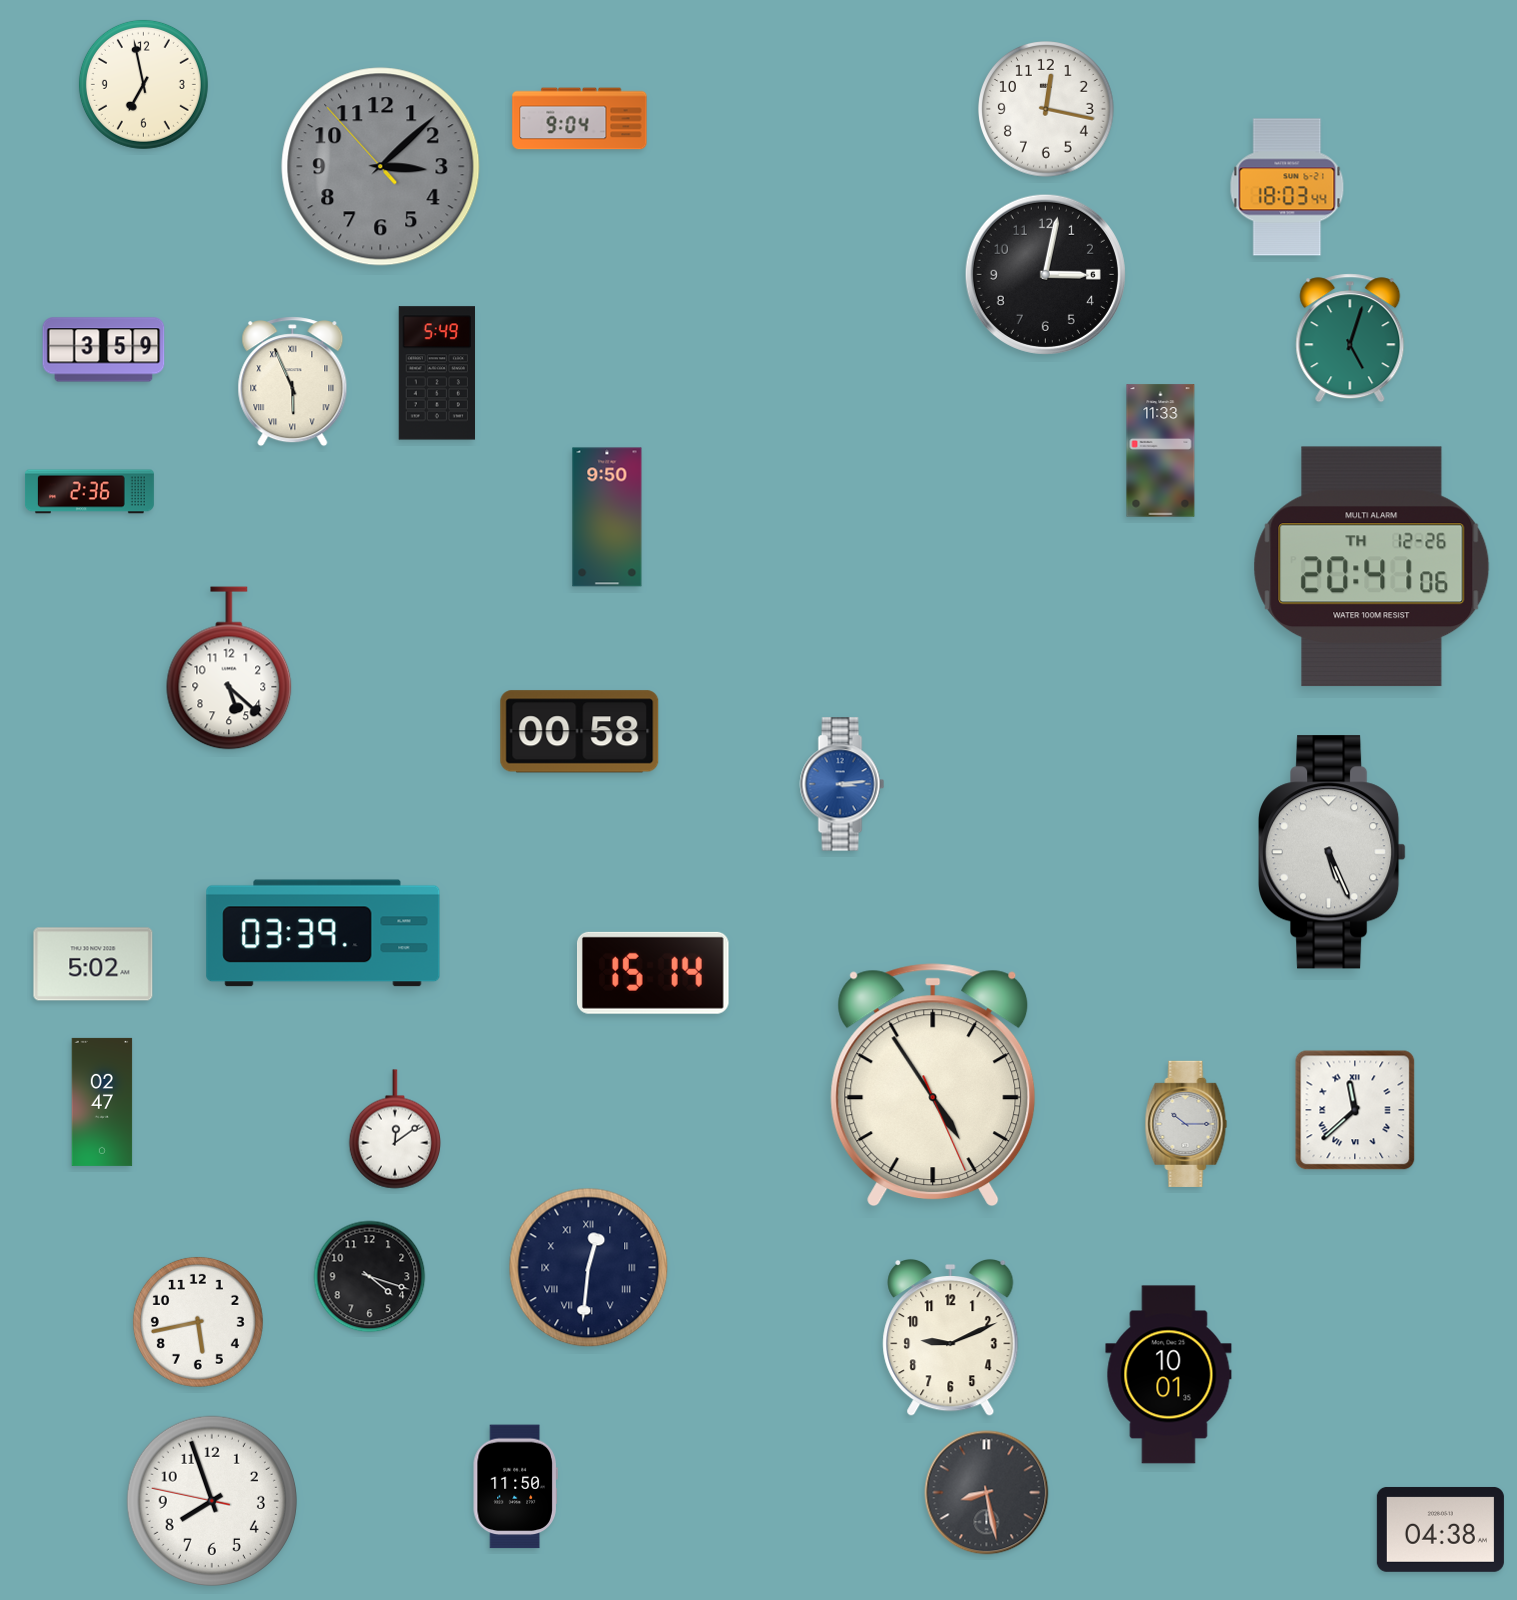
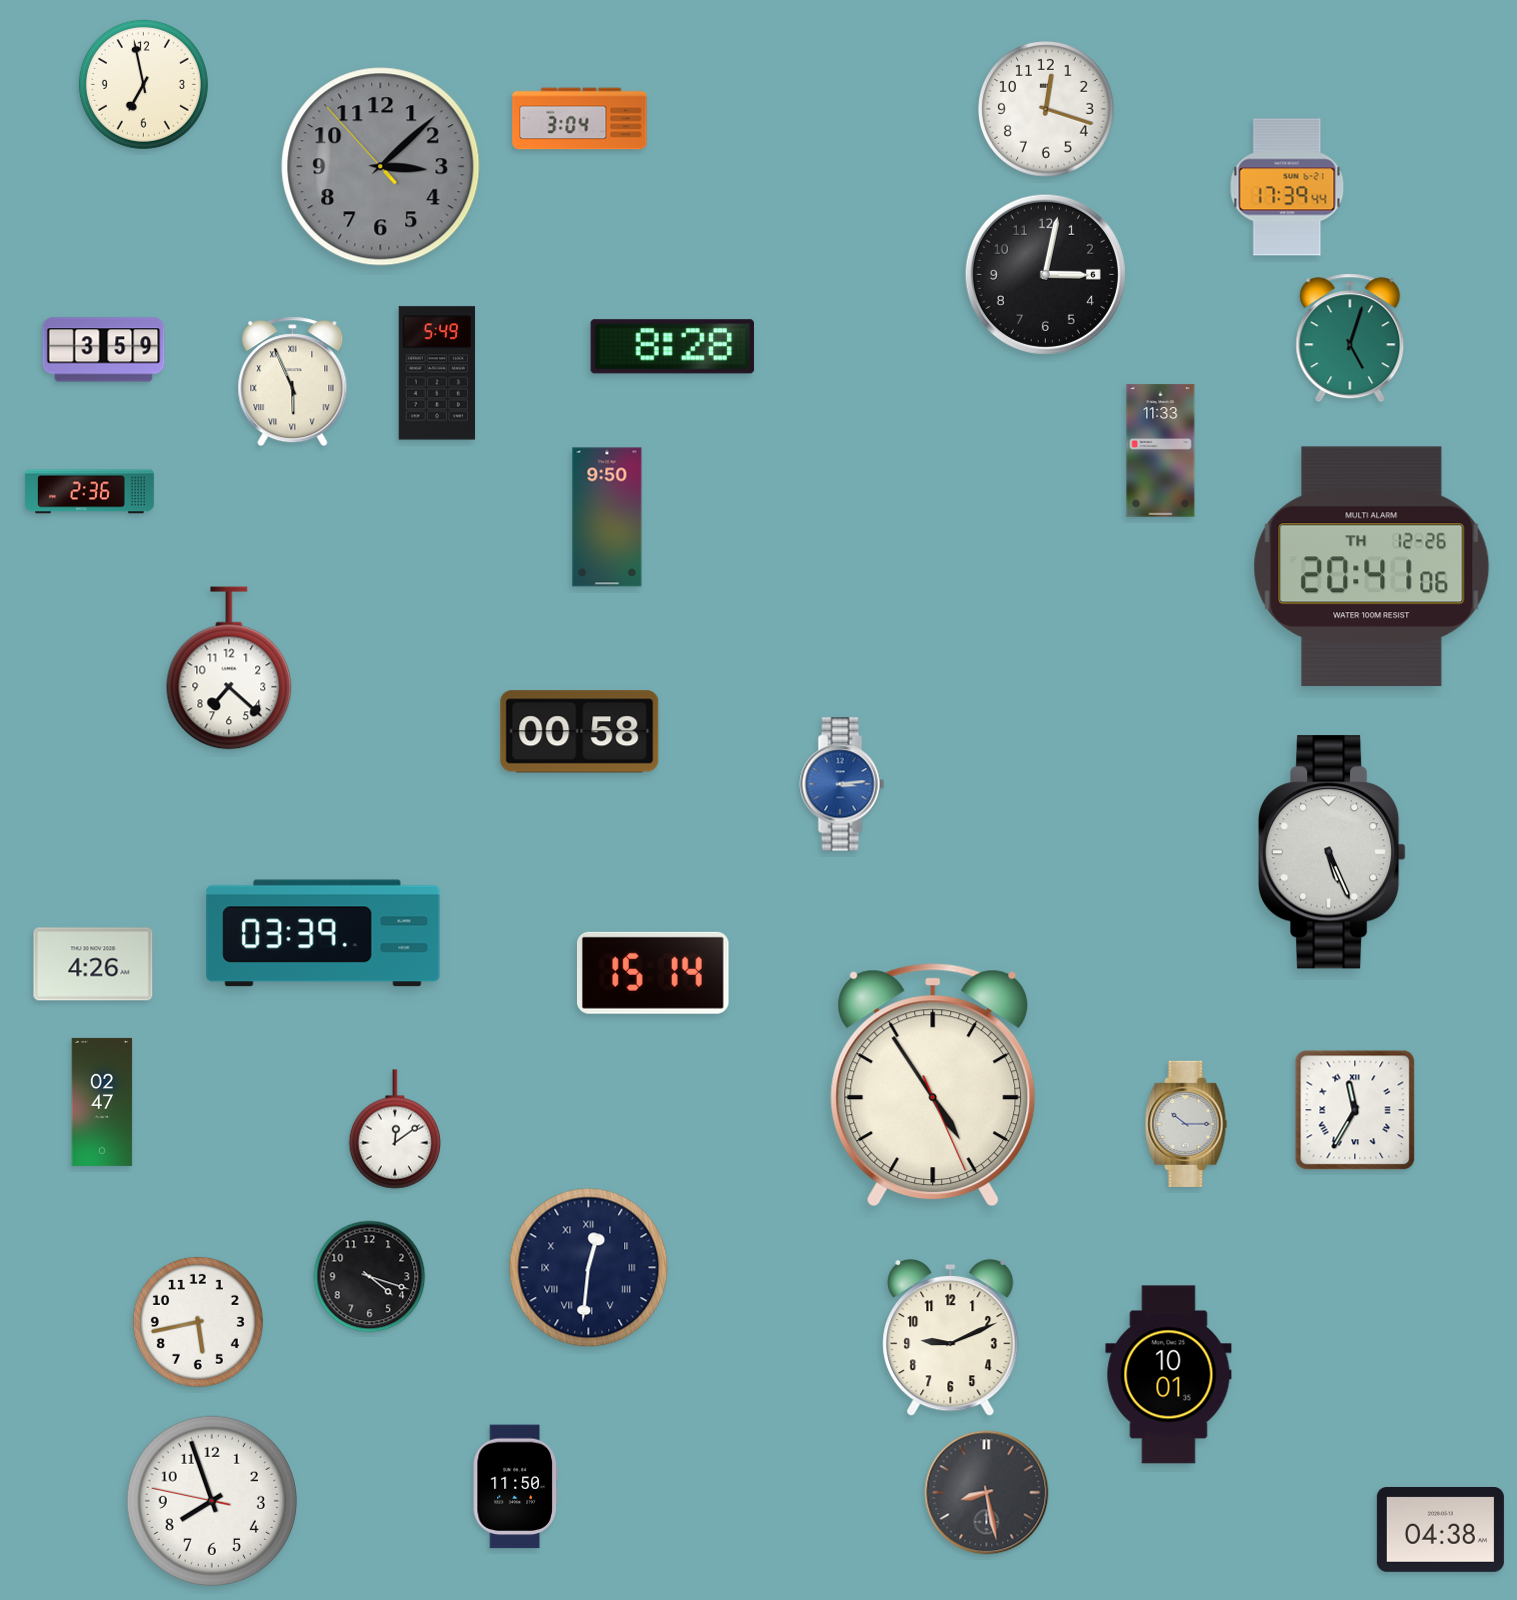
clock at (1046, 109): 12:17 -> 12:18
clock at (580, 119): 9:04 -> 3:04
clock at (1287, 187): 18:03 -> 17:39
clock at (672, 347): none -> 8:28
clock at (229, 668): 5:22 -> 7:22
clock at (93, 964): 5:02 -> 4:26
clock at (1355, 1110): 11:38 -> 11:35
